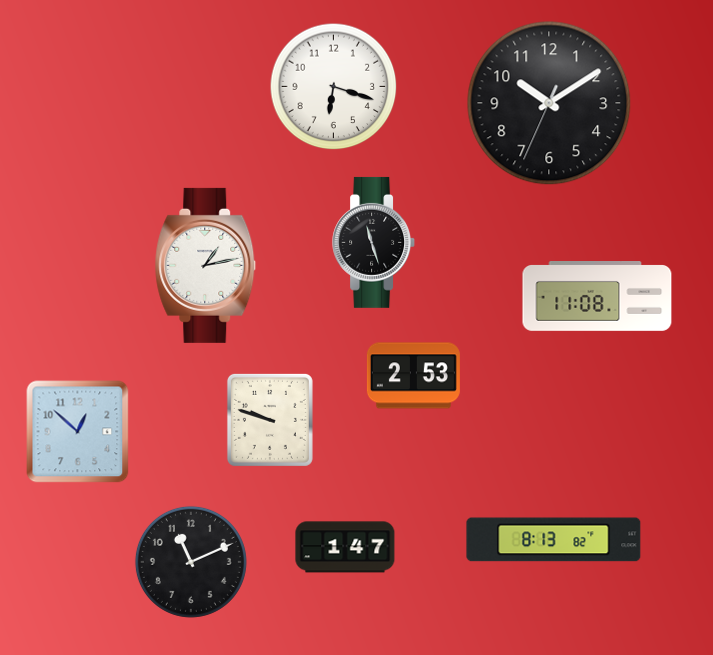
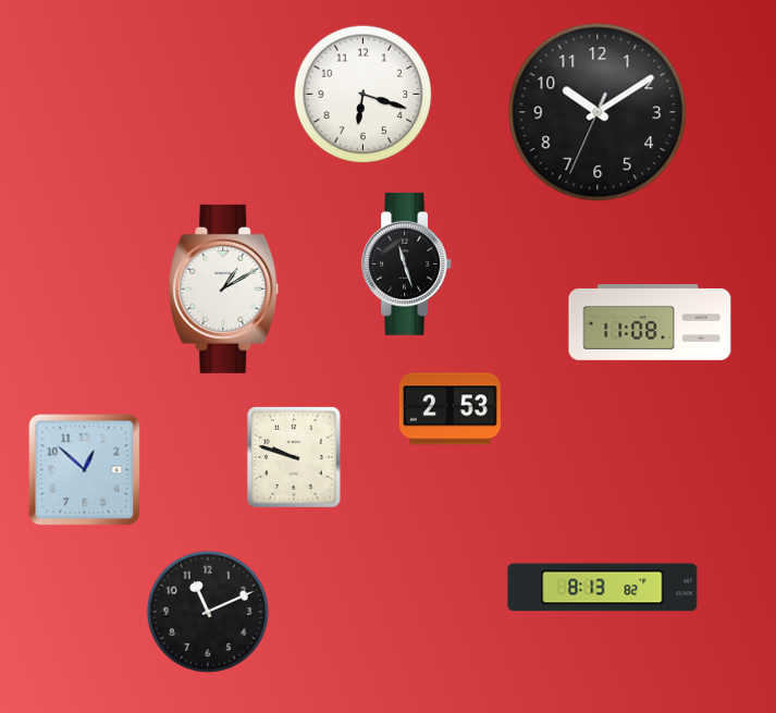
clock at (206, 265): 1:13 -> 1:10
clock at (345, 547): 1:47 -> none
